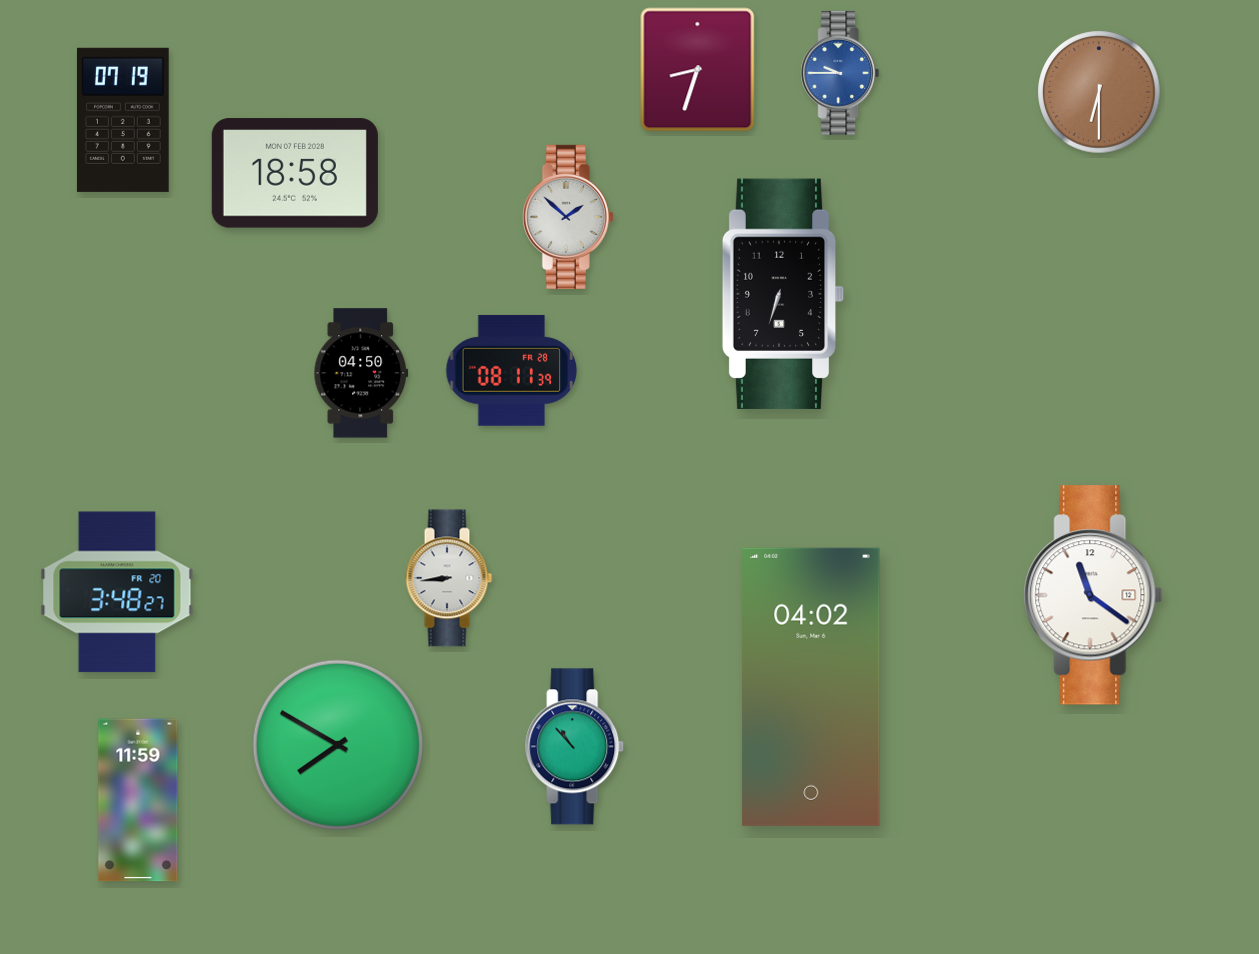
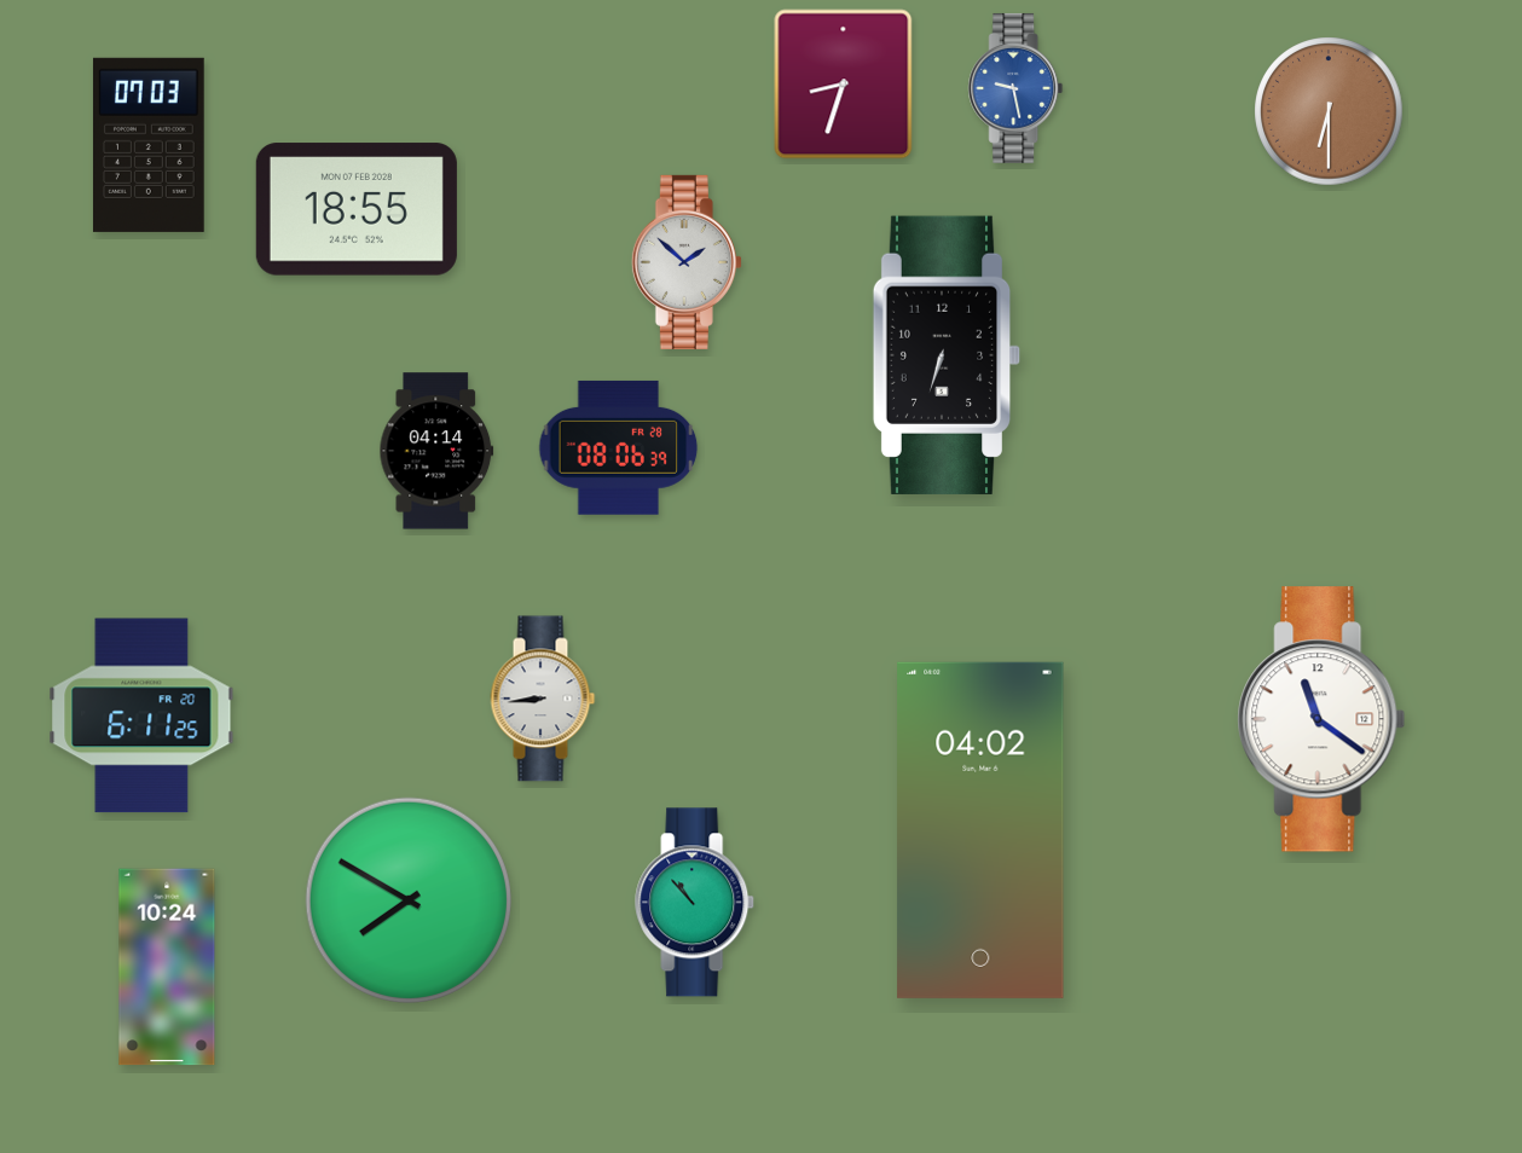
clock at (840, 73): 9:45 -> 9:28
clock at (123, 120): 07:19 -> 07:03
clock at (295, 173): 18:58 -> 18:55
clock at (512, 370): 08:11 -> 08:06
clock at (361, 373): 04:50 -> 04:14
clock at (117, 592): 3:48 -> 6:11
clock at (138, 800): 11:59 -> 10:24
